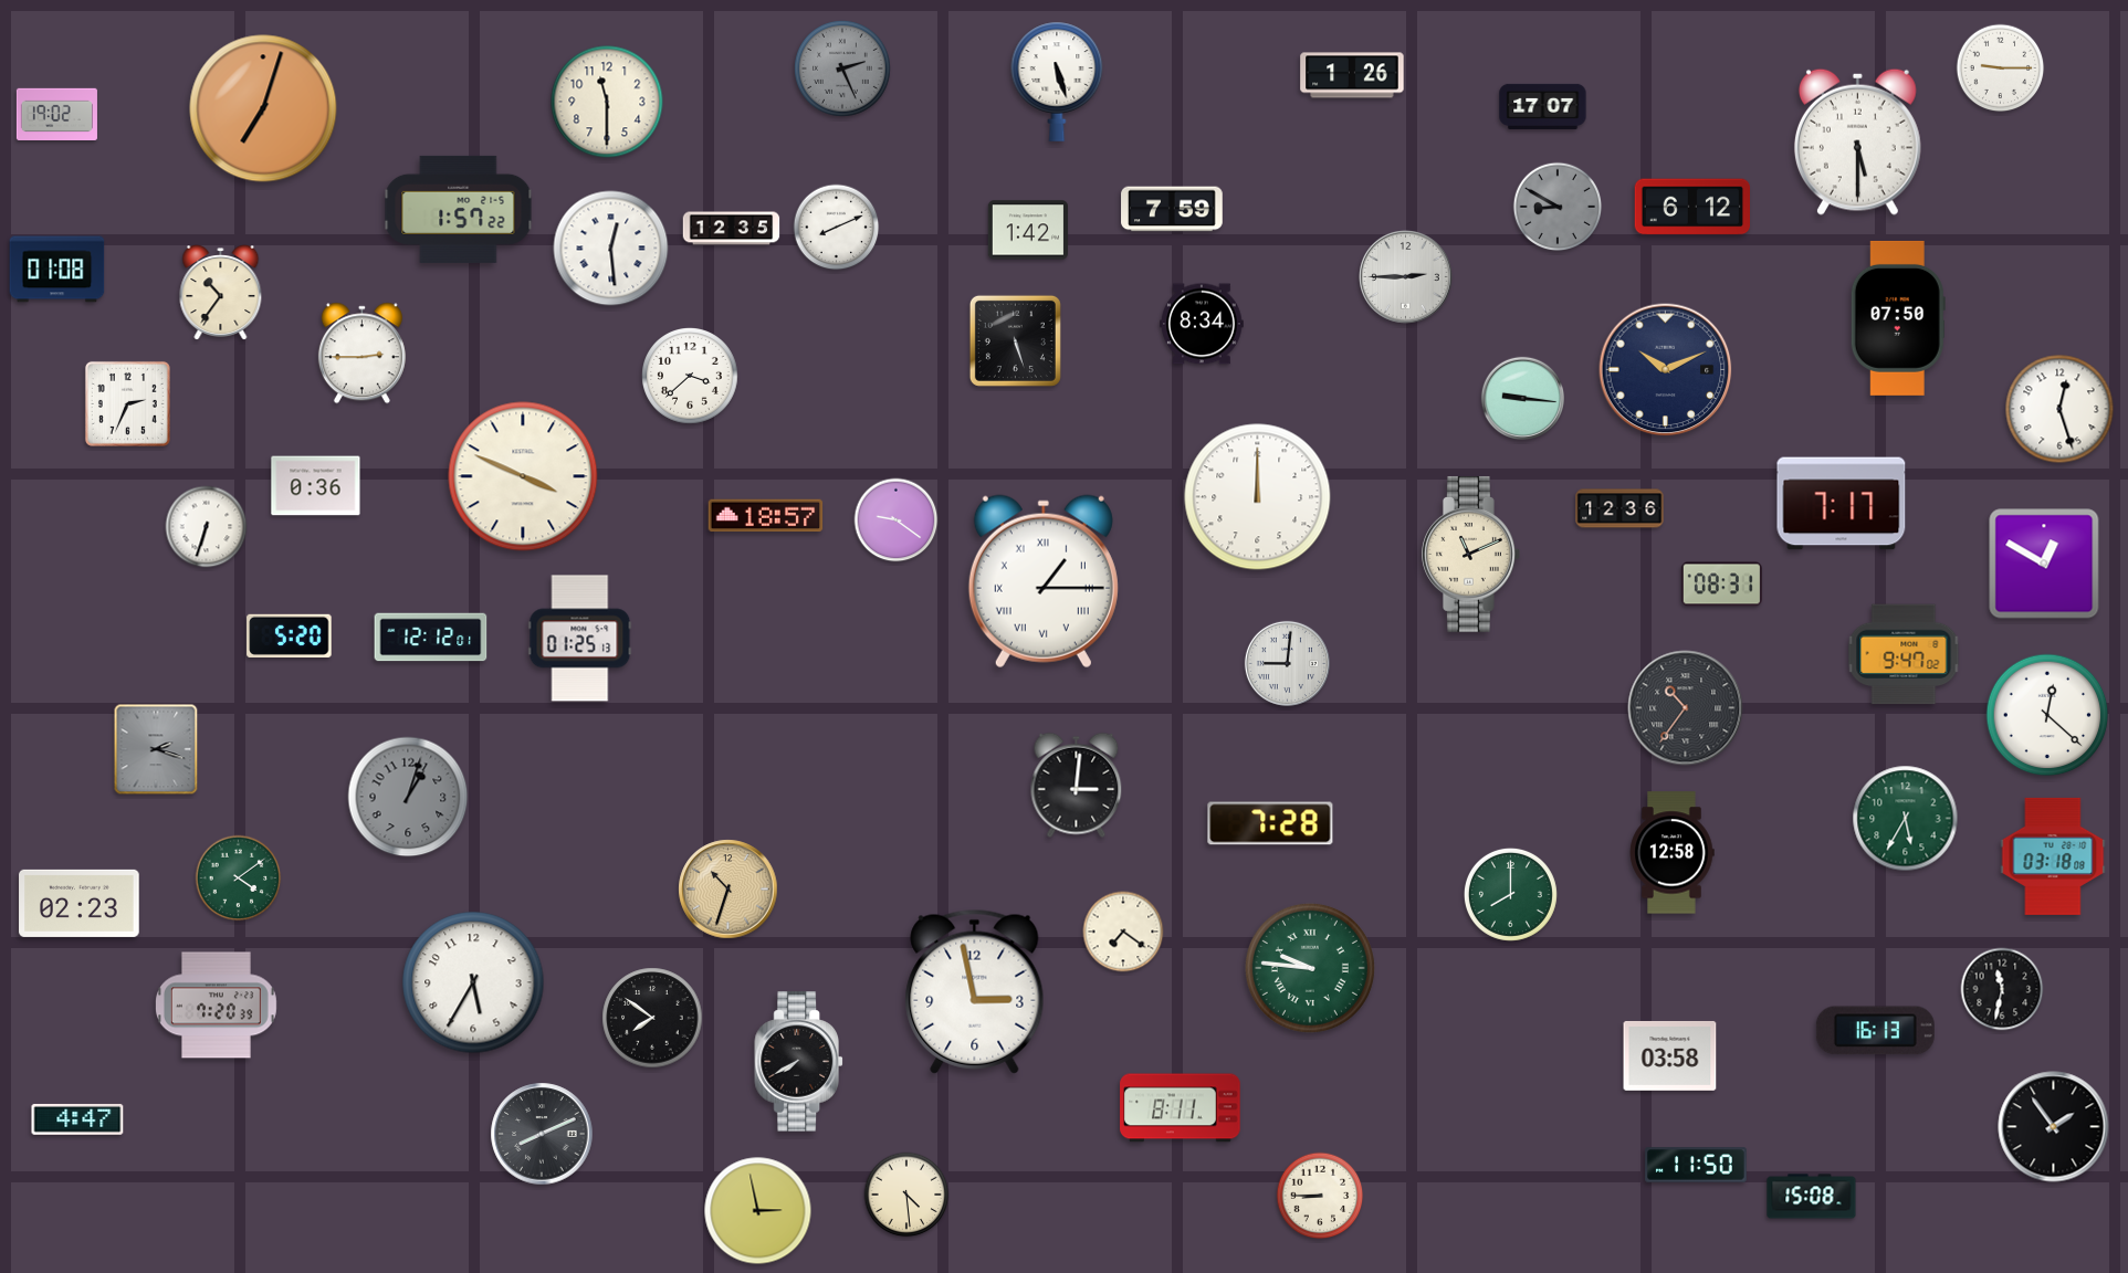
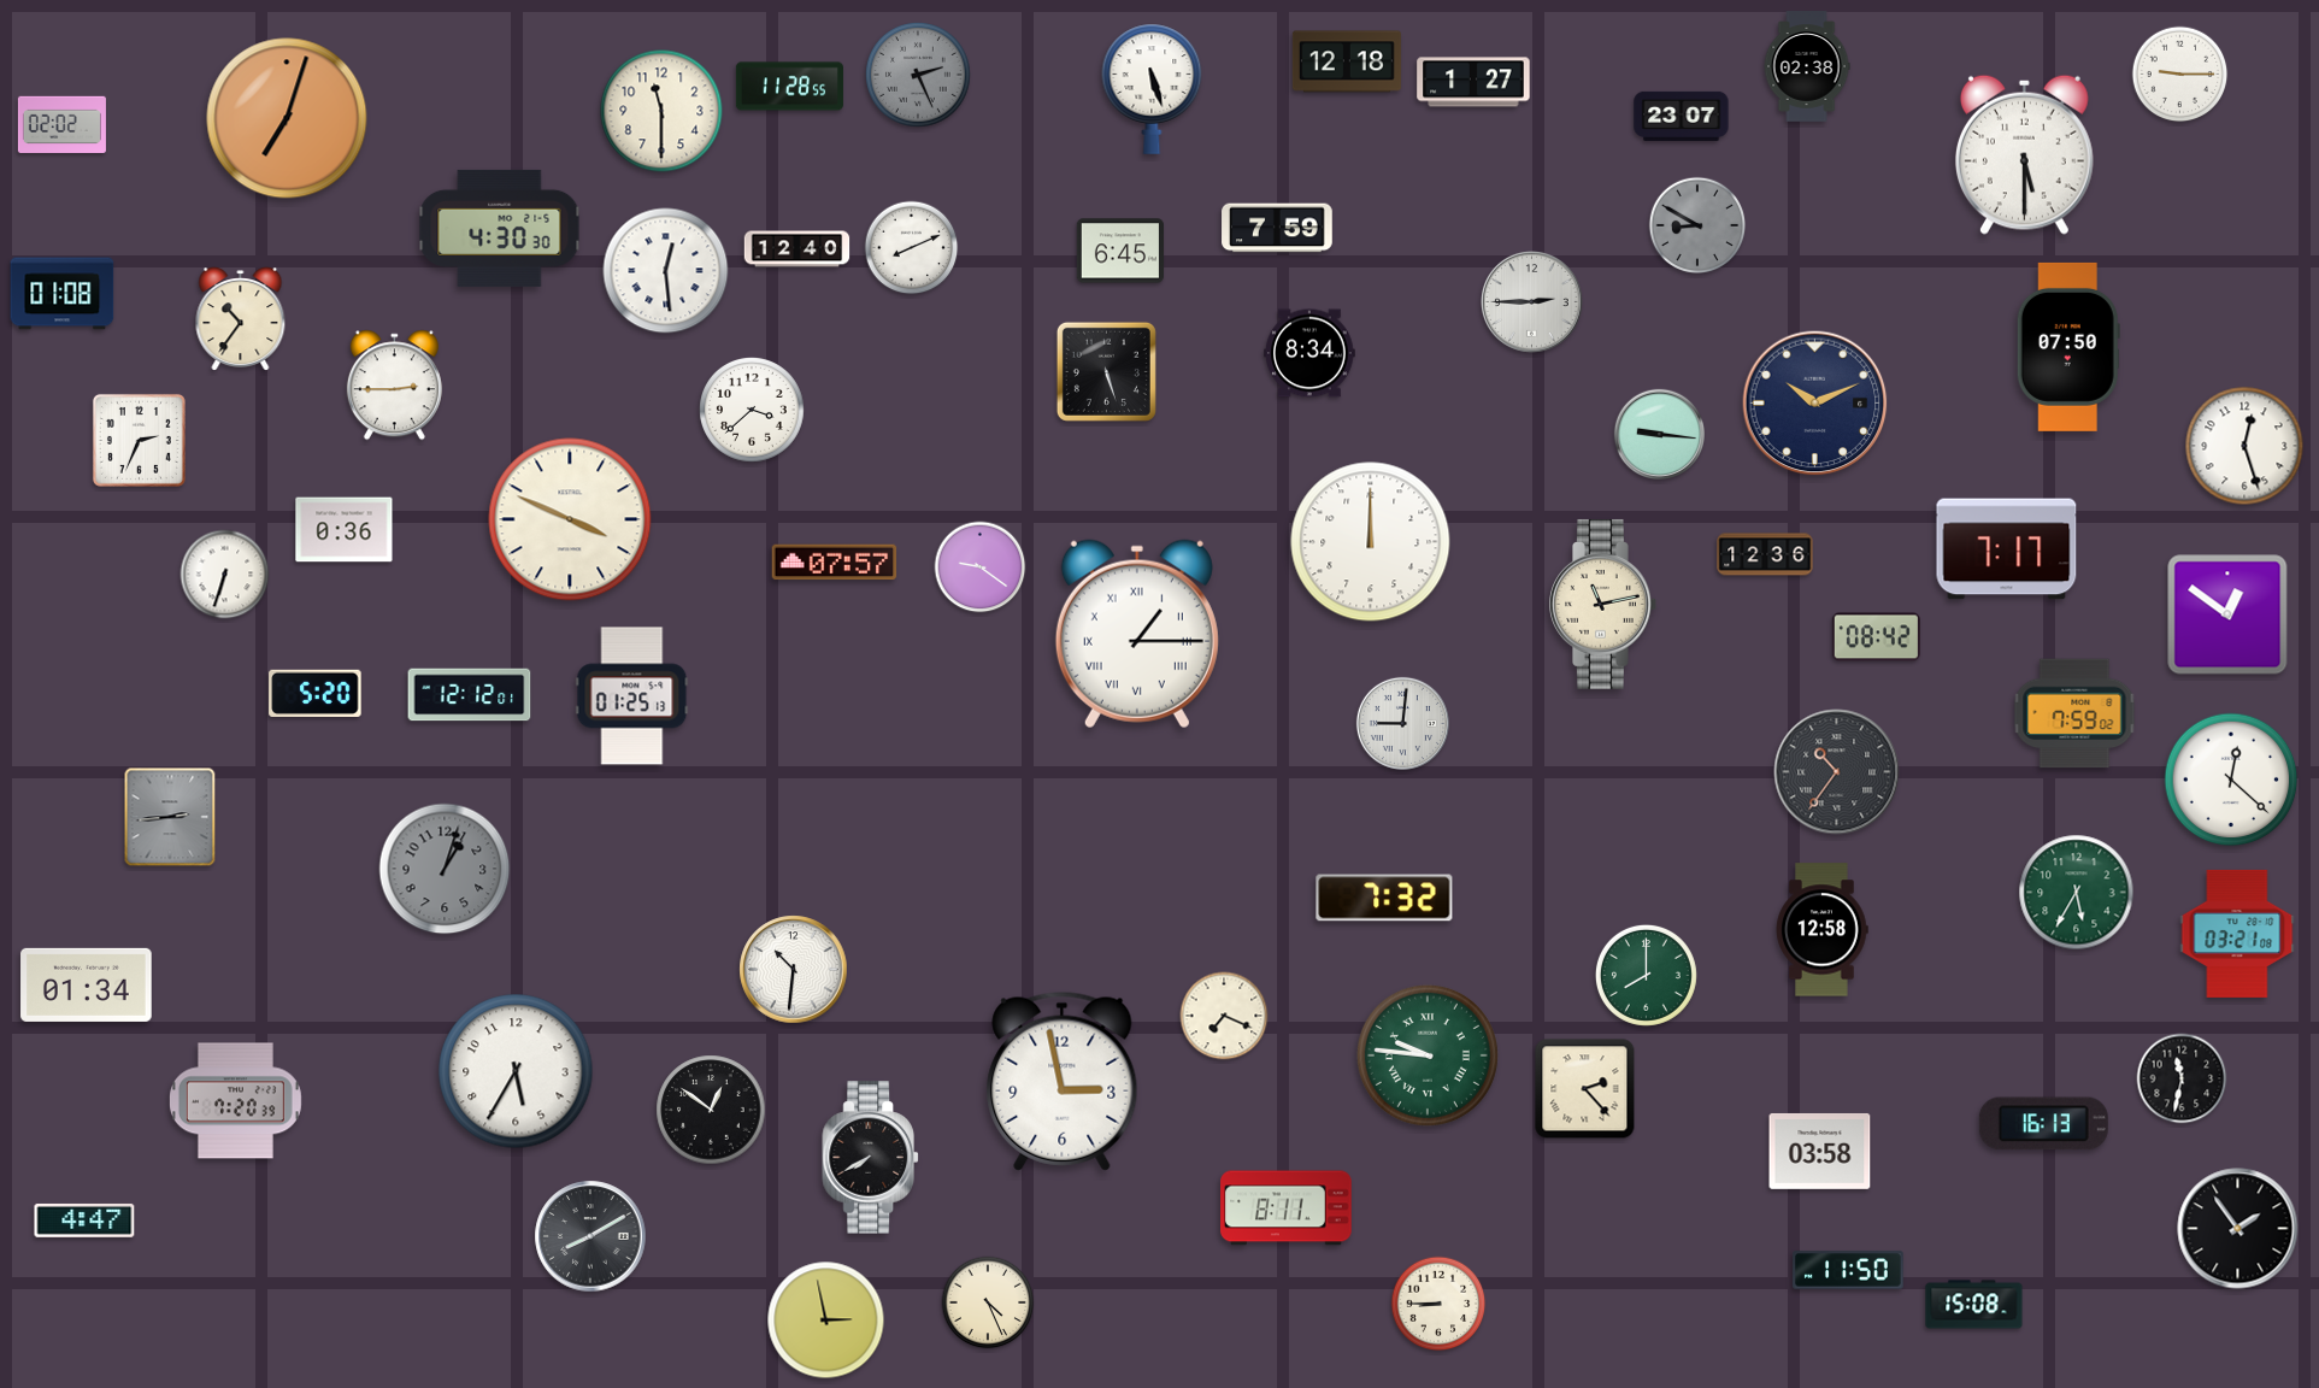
clock at (1347, 61): none -> 12:18
clock at (1807, 66): none -> 02:38
clock at (1352, 75): 1:26 -> 1:27
clock at (789, 87): none -> 11:28
clock at (1543, 106): 17:07 -> 23:07
clock at (56, 114): 19:02 -> 02:02
clock at (1691, 207): 6:12 -> none
clock at (459, 209): 1:57 -> 4:30
clock at (732, 229): 12:35 -> 12:40
clock at (1027, 230): 1:42 -> 6:45
clock at (766, 516): 18:57 -> 07:57
clock at (897, 520) position: (897, 520) -> (981, 567)
clock at (1471, 555): 11:11 -> 11:13
clock at (2044, 564): 12:50 -> 12:51
clock at (1721, 585): 08:31 -> 08:42
clock at (1904, 654): 9:47 -> 7:59
clock at (156, 749): 2:18 -> 2:44
clock at (1077, 786): 3:01 -> none
clock at (1270, 823): 7:28 -> 7:32
clock at (2053, 856): 03:18 -> 03:21
clock at (239, 879): 4:09 -> none
clock at (728, 890): 10:33 -> 10:31
clock at (728, 890) dial: champagne -> white
clock at (80, 903): 02:23 -> 01:34
clock at (1123, 932): 7:21 -> 7:19
clock at (1585, 1089): none -> 2:23
clock at (216, 1006) position: (216, 1006) -> (235, 1101)
clock at (652, 1018): 7:51 -> 12:51
clock at (542, 1134): 8:11 -> 8:10
clock at (906, 1195): 4:29 -> 4:26
